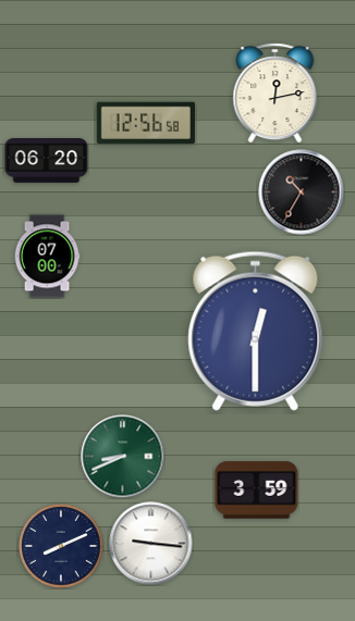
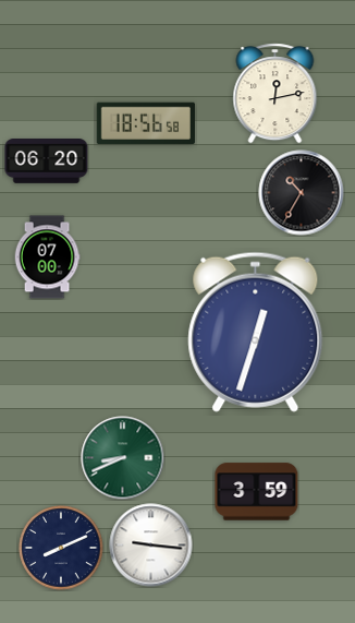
clock at (146, 123): 12:56 -> 18:56
clock at (256, 331): 12:30 -> 12:33
